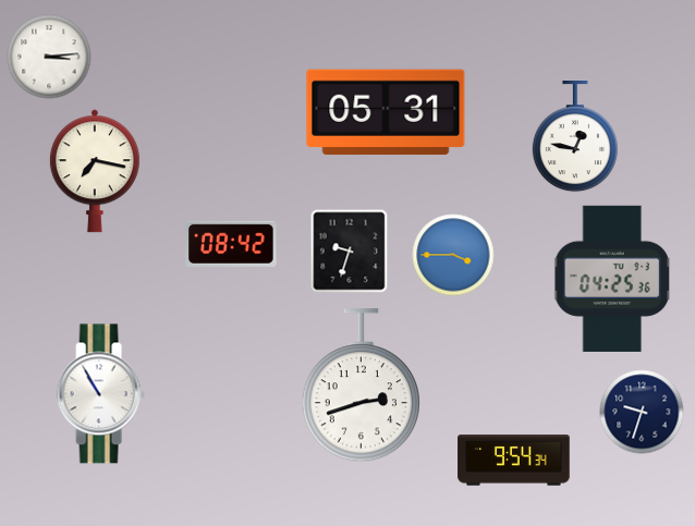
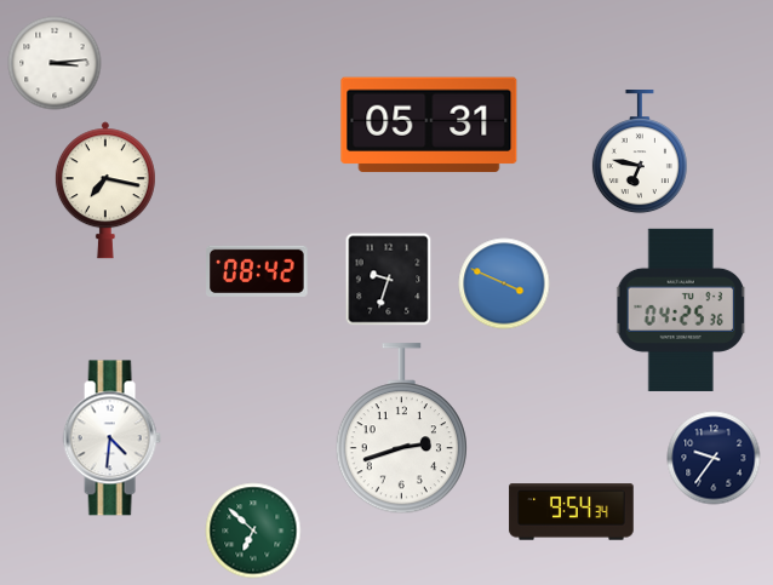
clock at (575, 137): 12:47 -> 6:47
clock at (453, 255): 3:45 -> 3:49
clock at (100, 394): 10:55 -> 4:31
clock at (642, 412): 9:33 -> 9:36
clock at (253, 530): none -> 6:52
